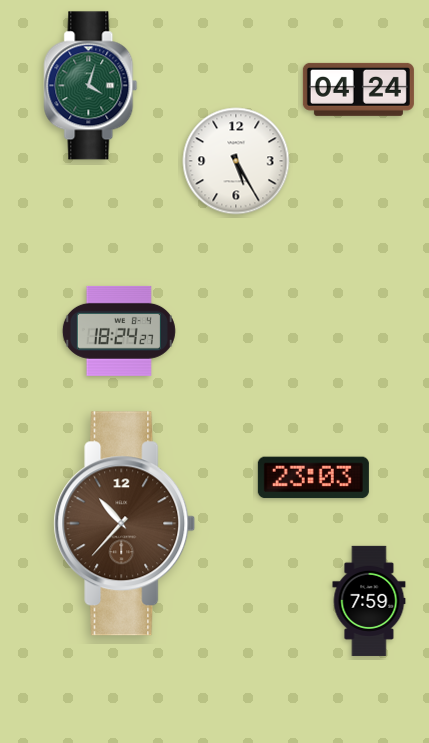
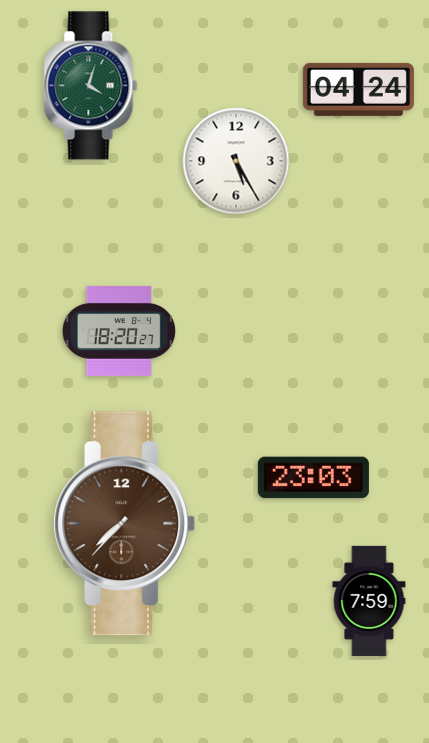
clock at (119, 331): 18:24 -> 18:20
clock at (125, 524): 10:37 -> 7:37
